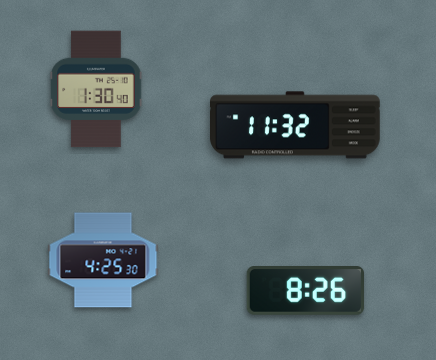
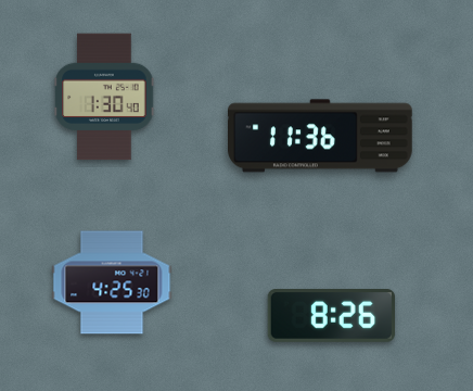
clock at (296, 125): 11:32 -> 11:36
